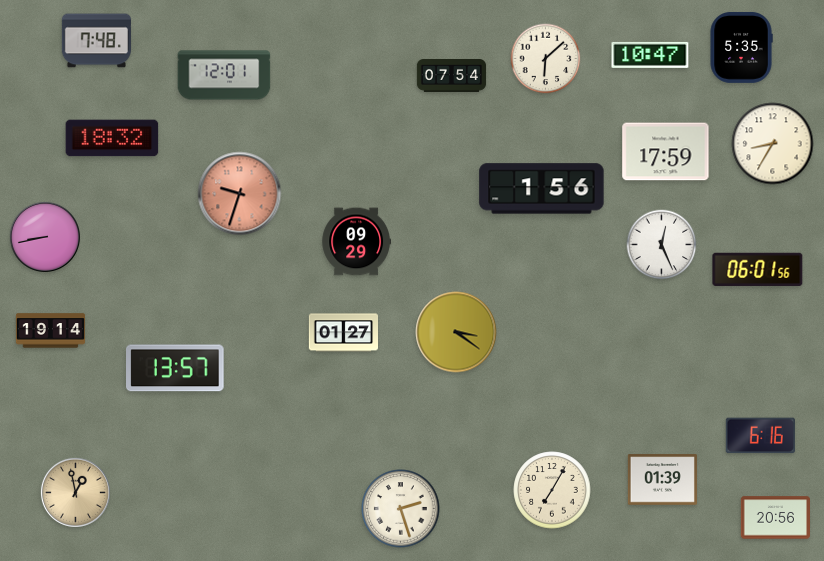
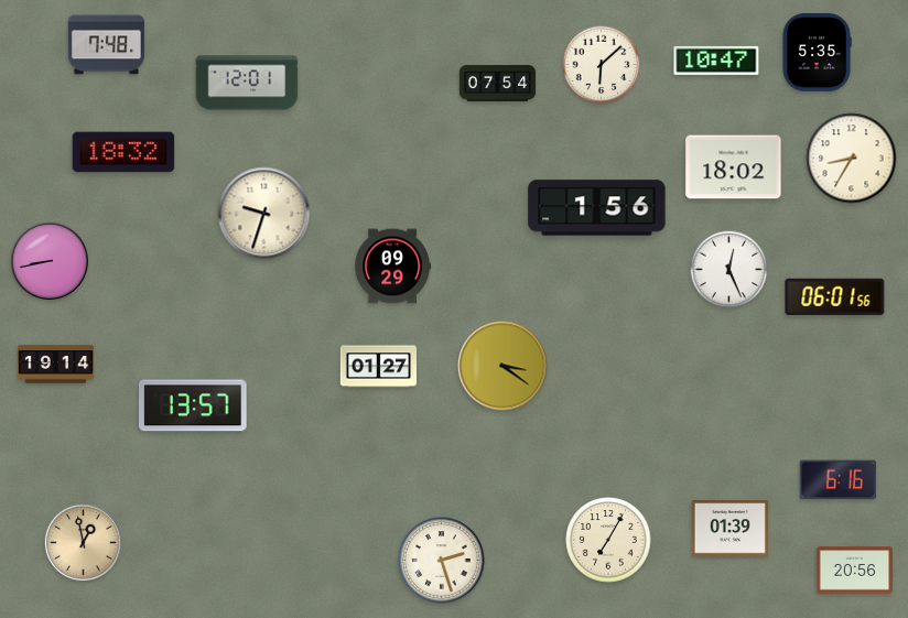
clock at (666, 152): 17:59 -> 18:02
clock at (240, 194) dial: salmon -> cream
